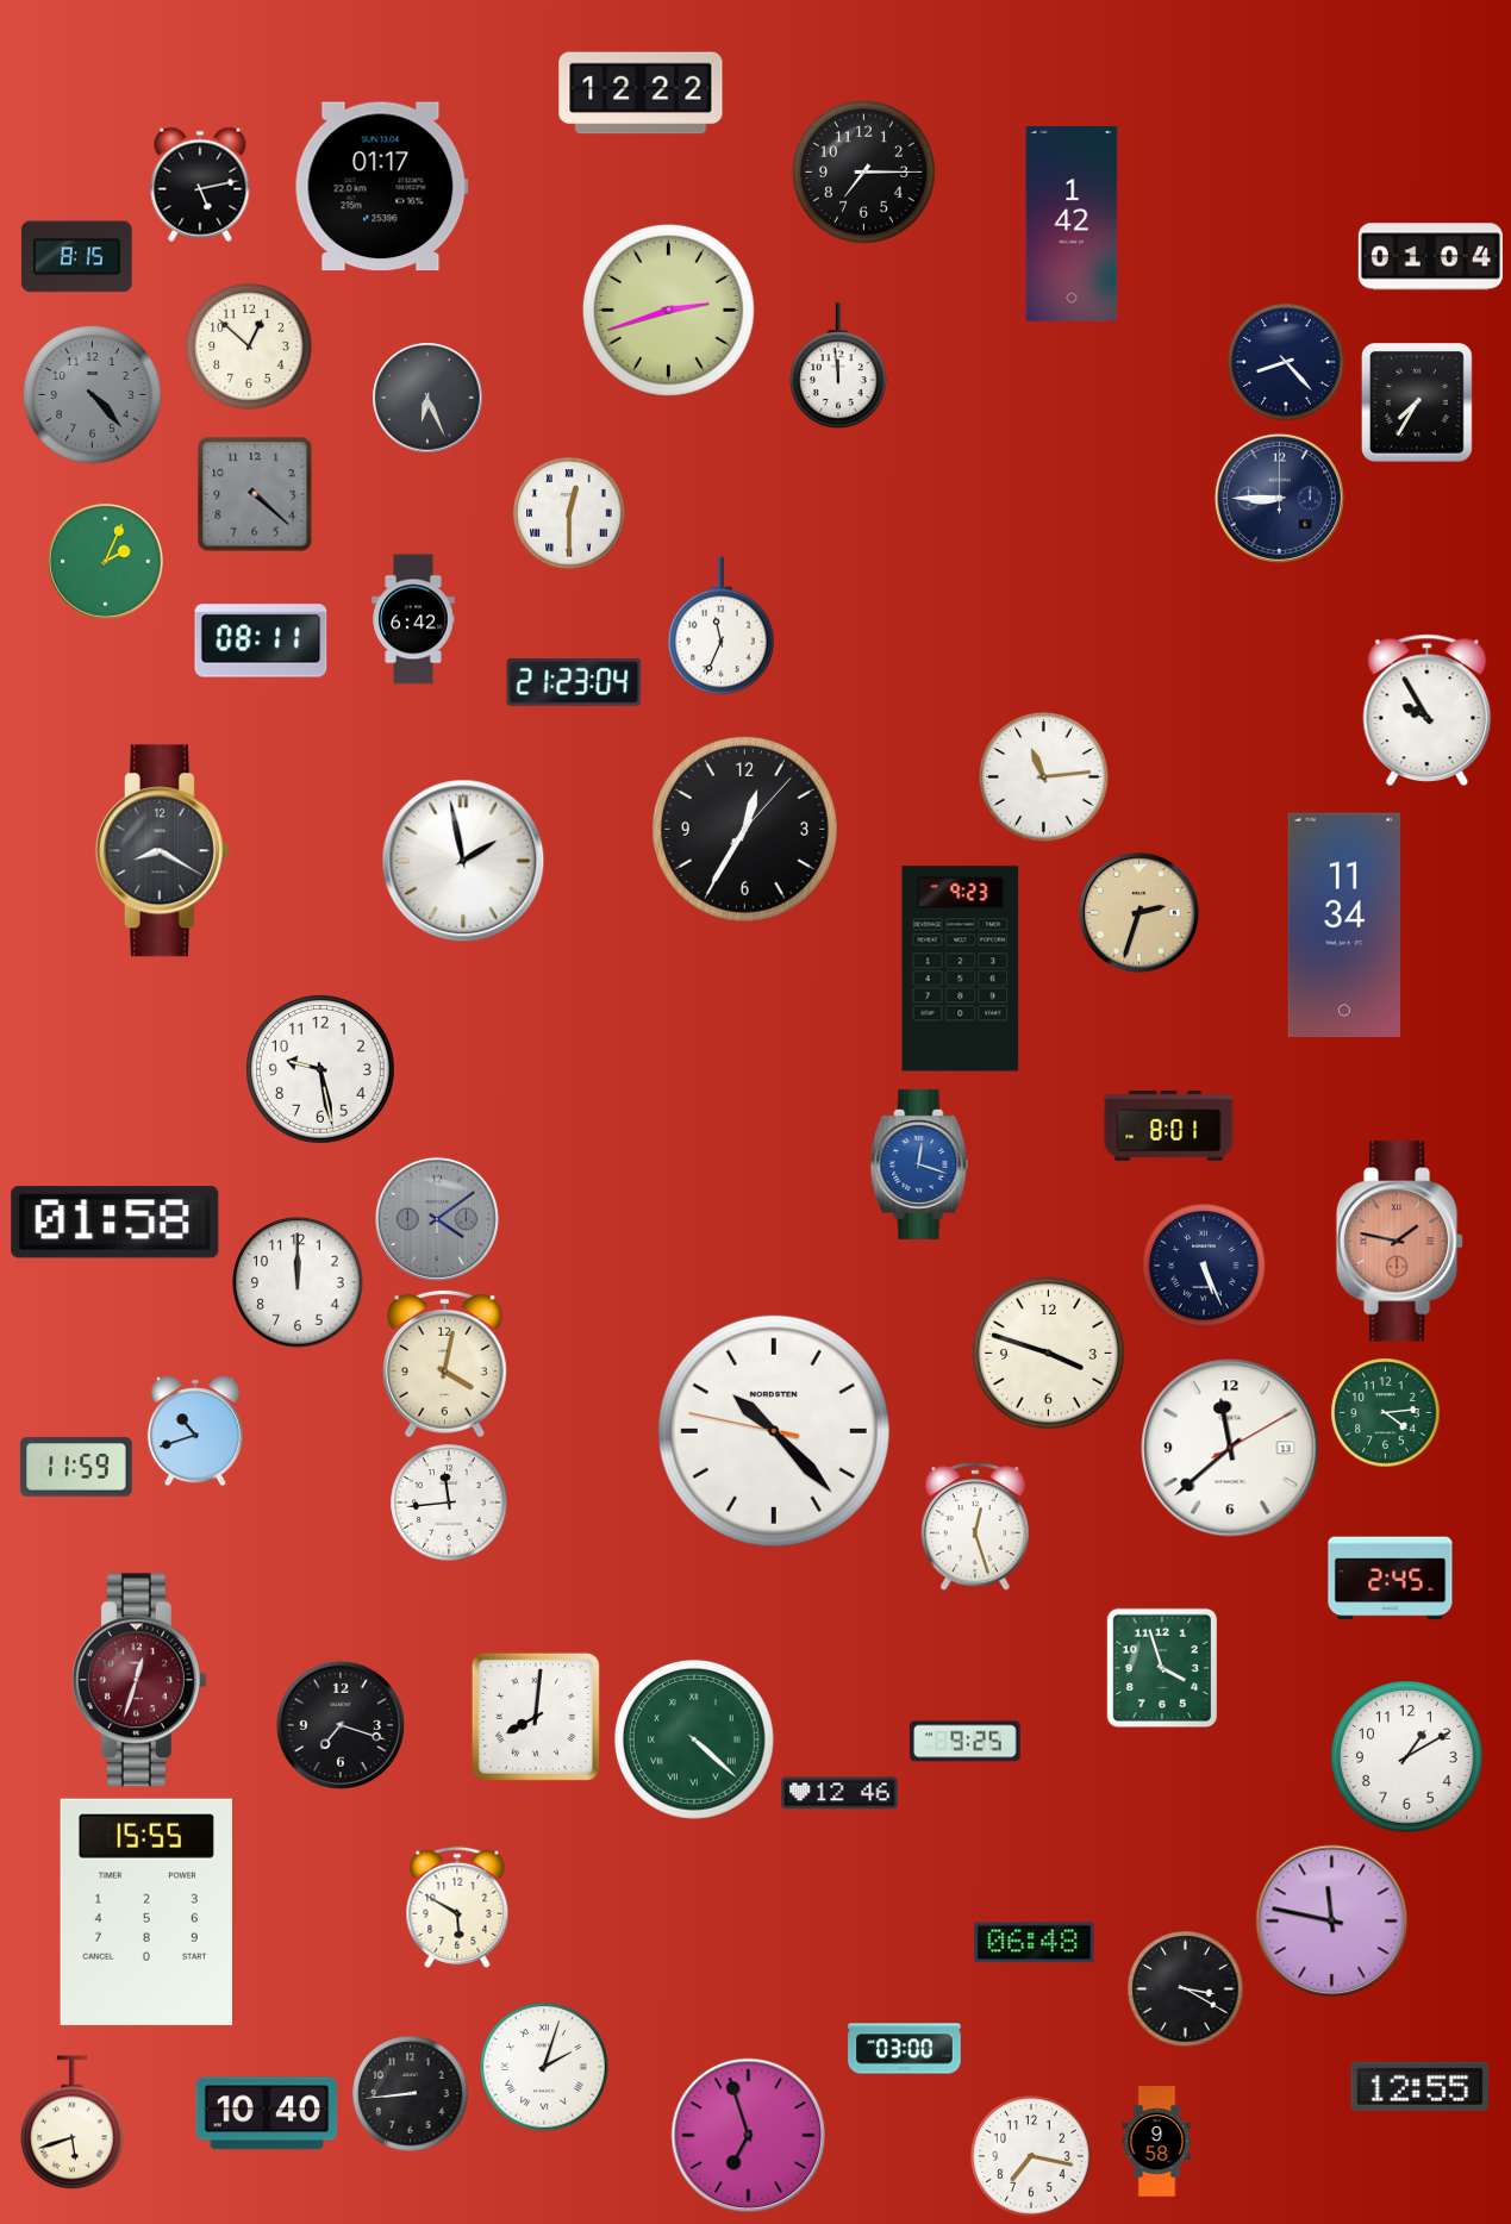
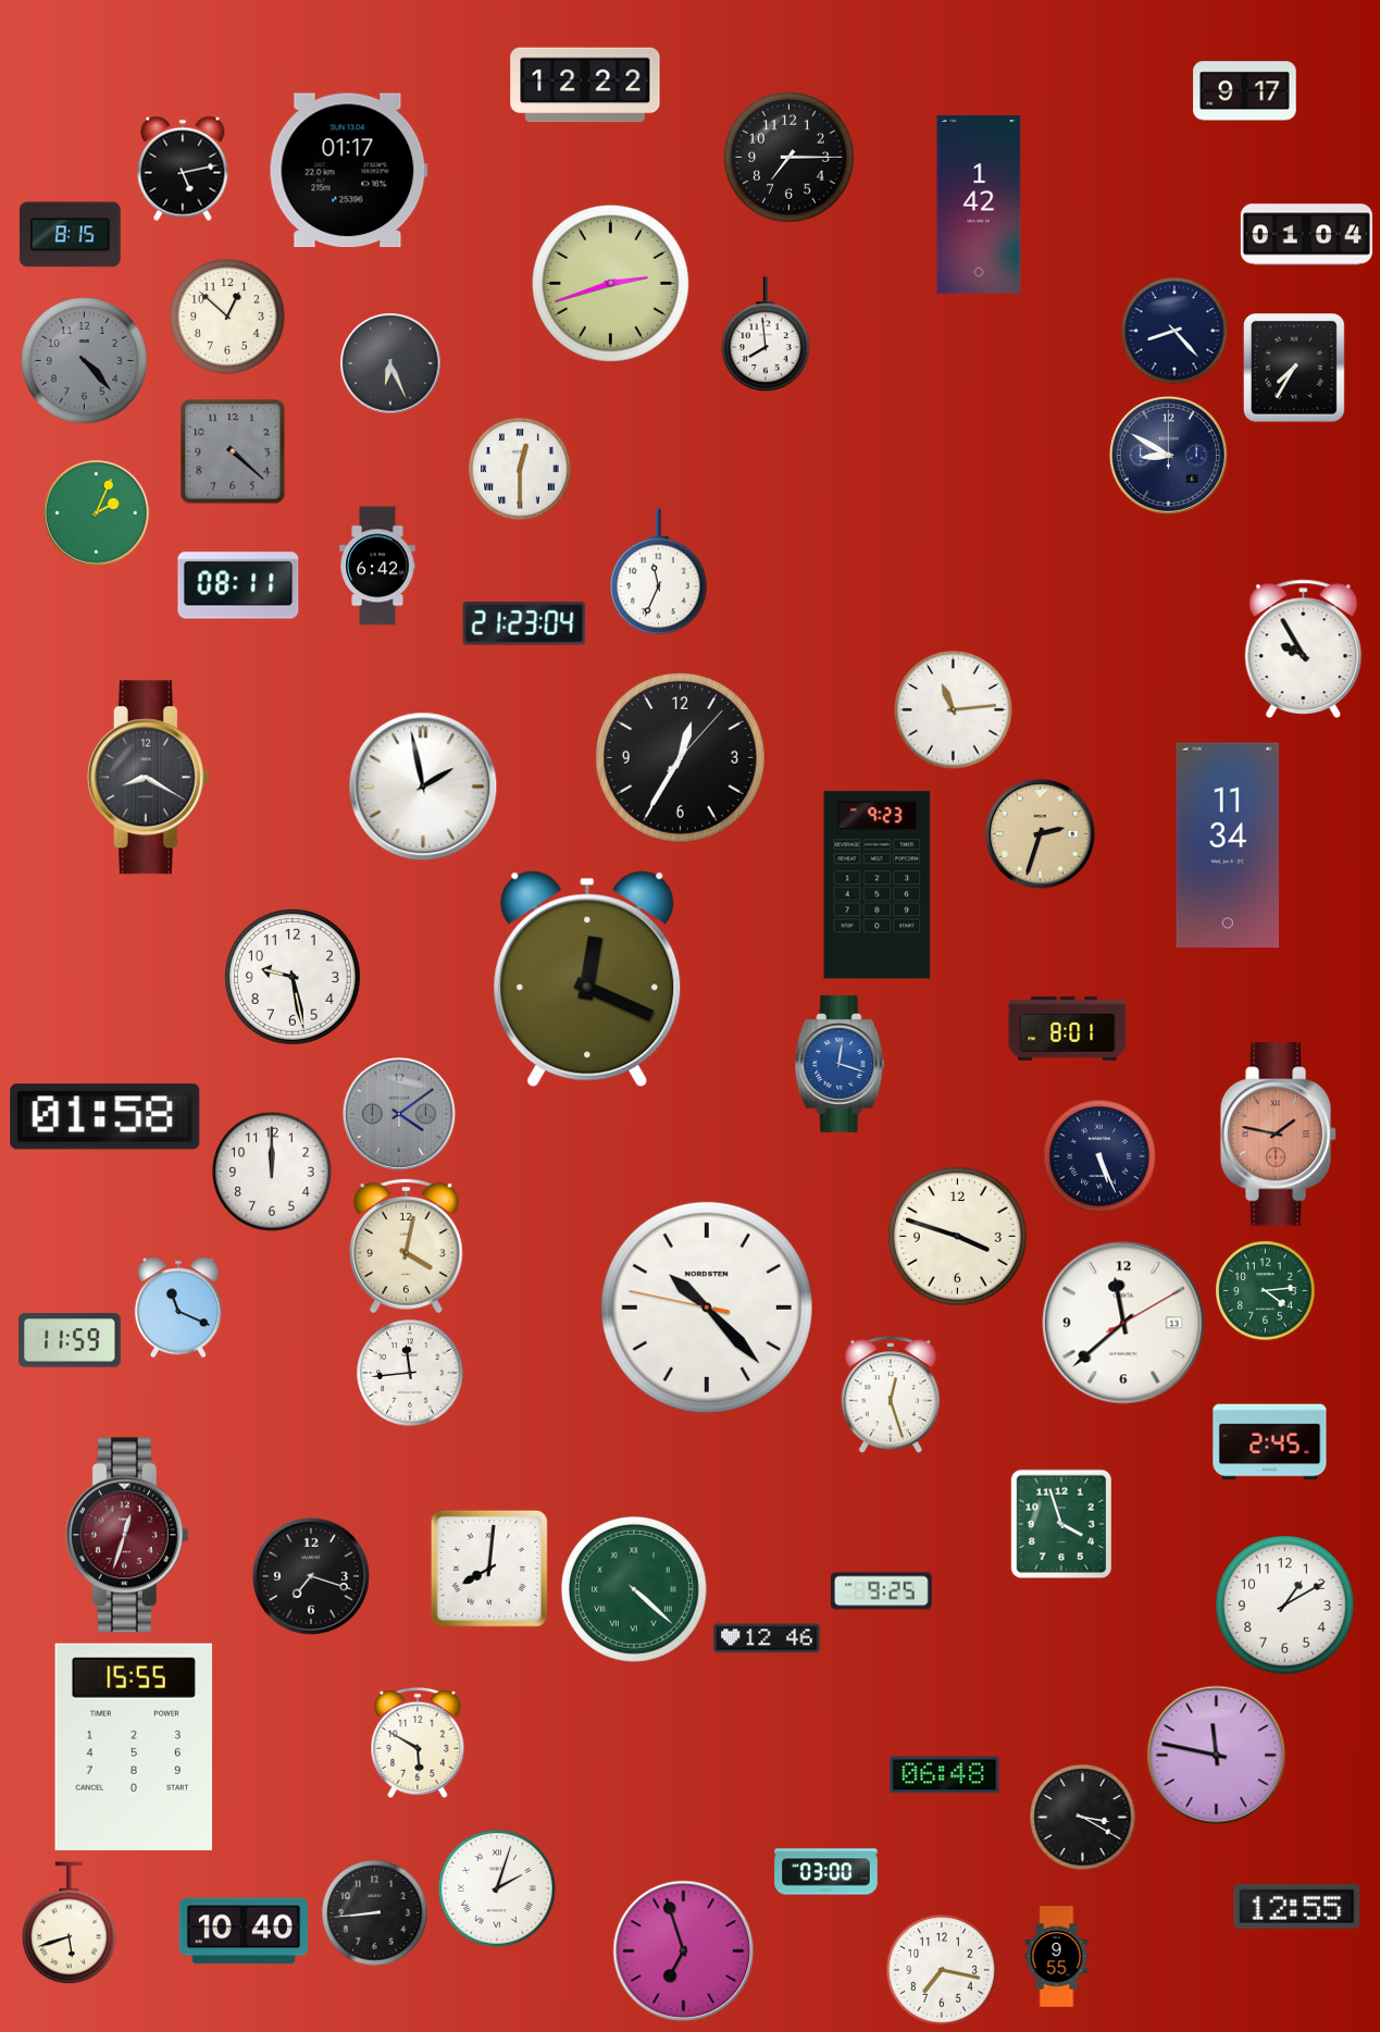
clock at (1245, 91): none -> 9:17
clock at (838, 366): 11:59 -> 7:59
clock at (1279, 498): 8:45 -> 8:50
clock at (587, 979): none -> 12:19
clock at (195, 1431): 10:42 -> 11:19
clock at (73, 2123) position: (73, 2123) -> (70, 1923)
clock at (1157, 2142): 9:58 -> 9:55
